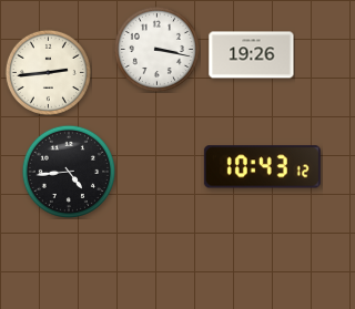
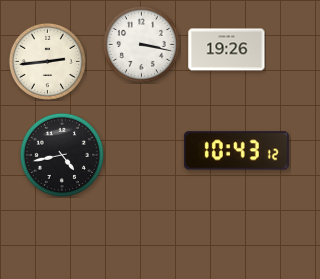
clock at (48, 72) position: (48, 72) -> (47, 61)
clock at (69, 172): 4:44 -> 4:43
